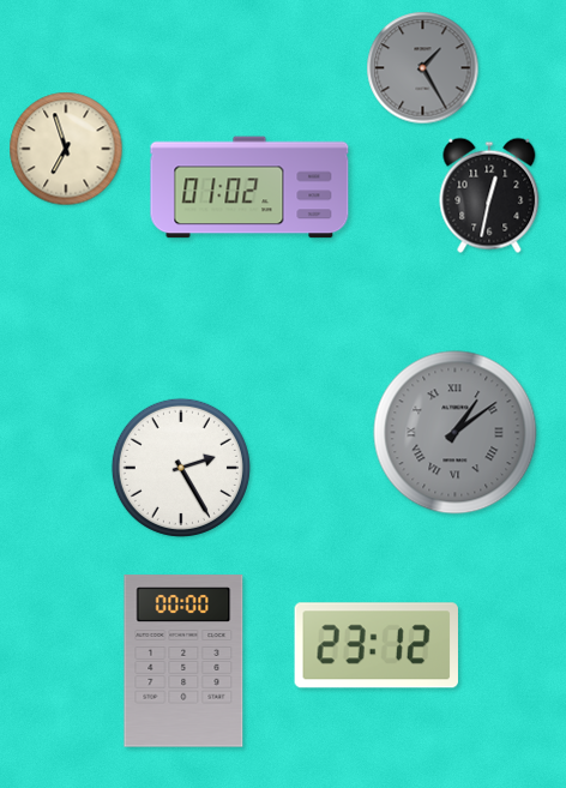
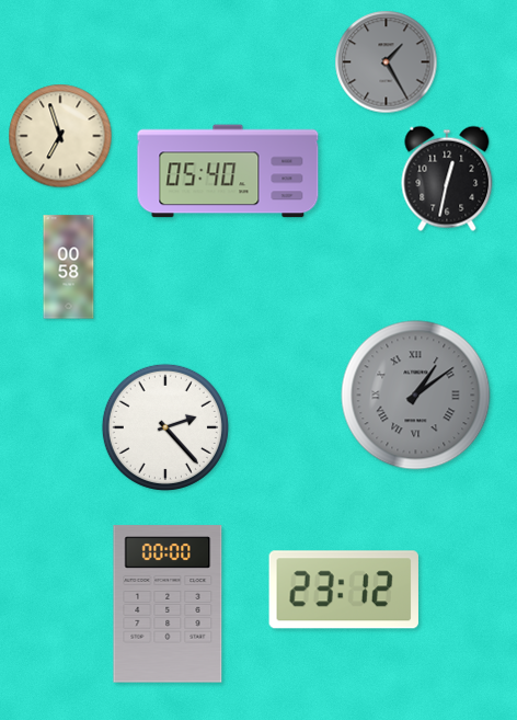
clock at (249, 187): 01:02 -> 05:40
clock at (69, 267): none -> 00:58
clock at (181, 468): 2:25 -> 2:23
